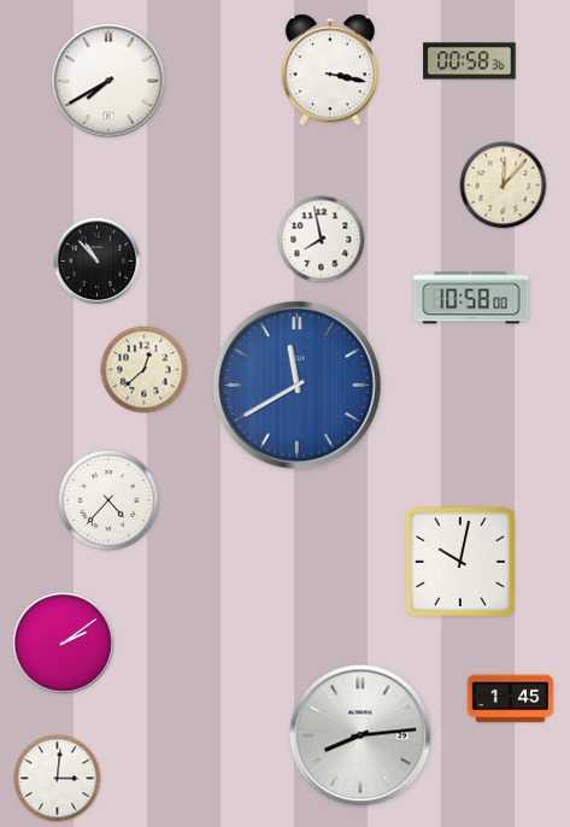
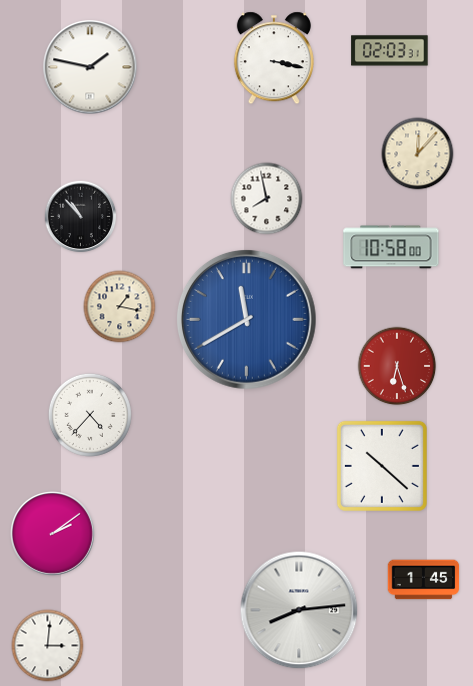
clock at (470, 61): 00:58 -> 02:03
clock at (108, 81): 7:40 -> 1:47
clock at (145, 370): 12:38 -> 1:17
clock at (397, 366): none -> 6:27
clock at (460, 562): 10:02 -> 10:22
